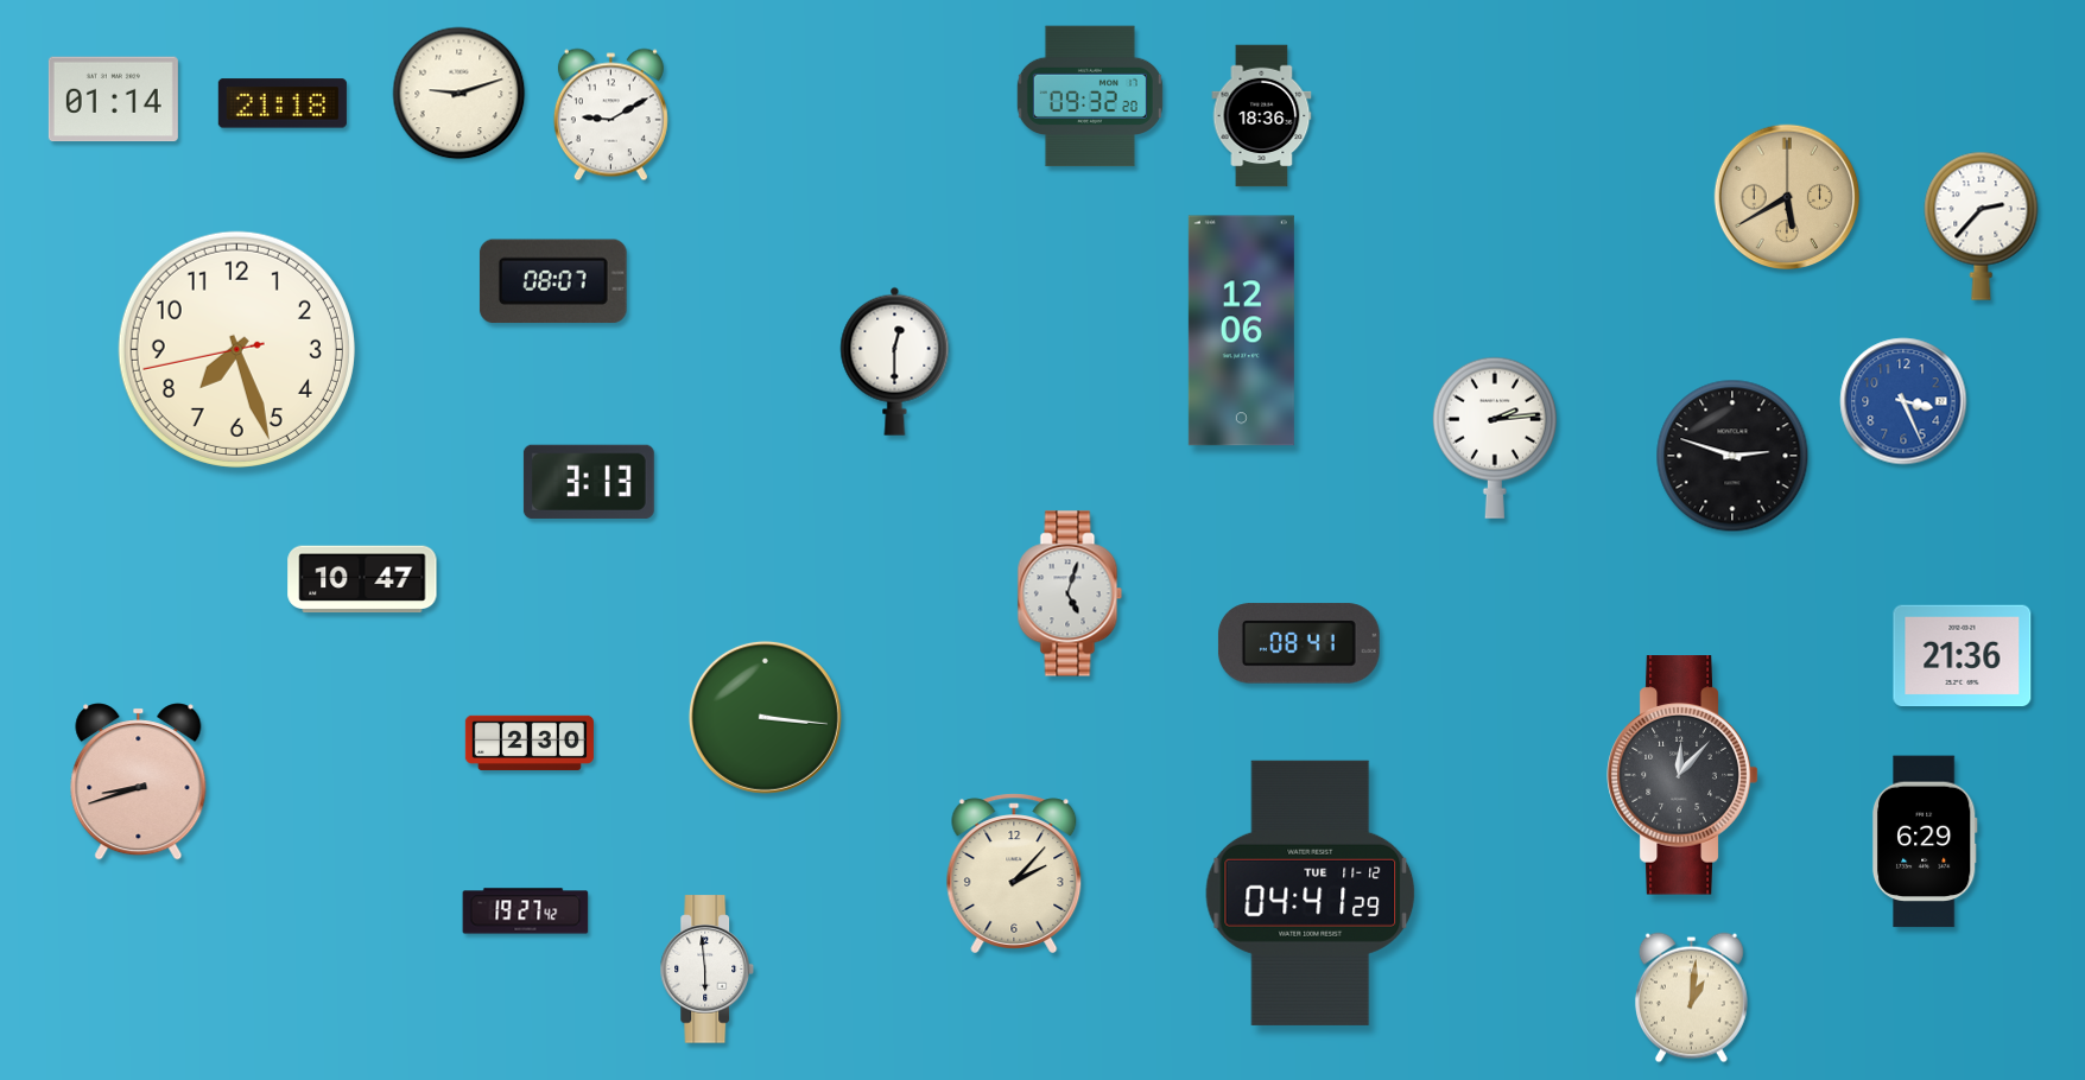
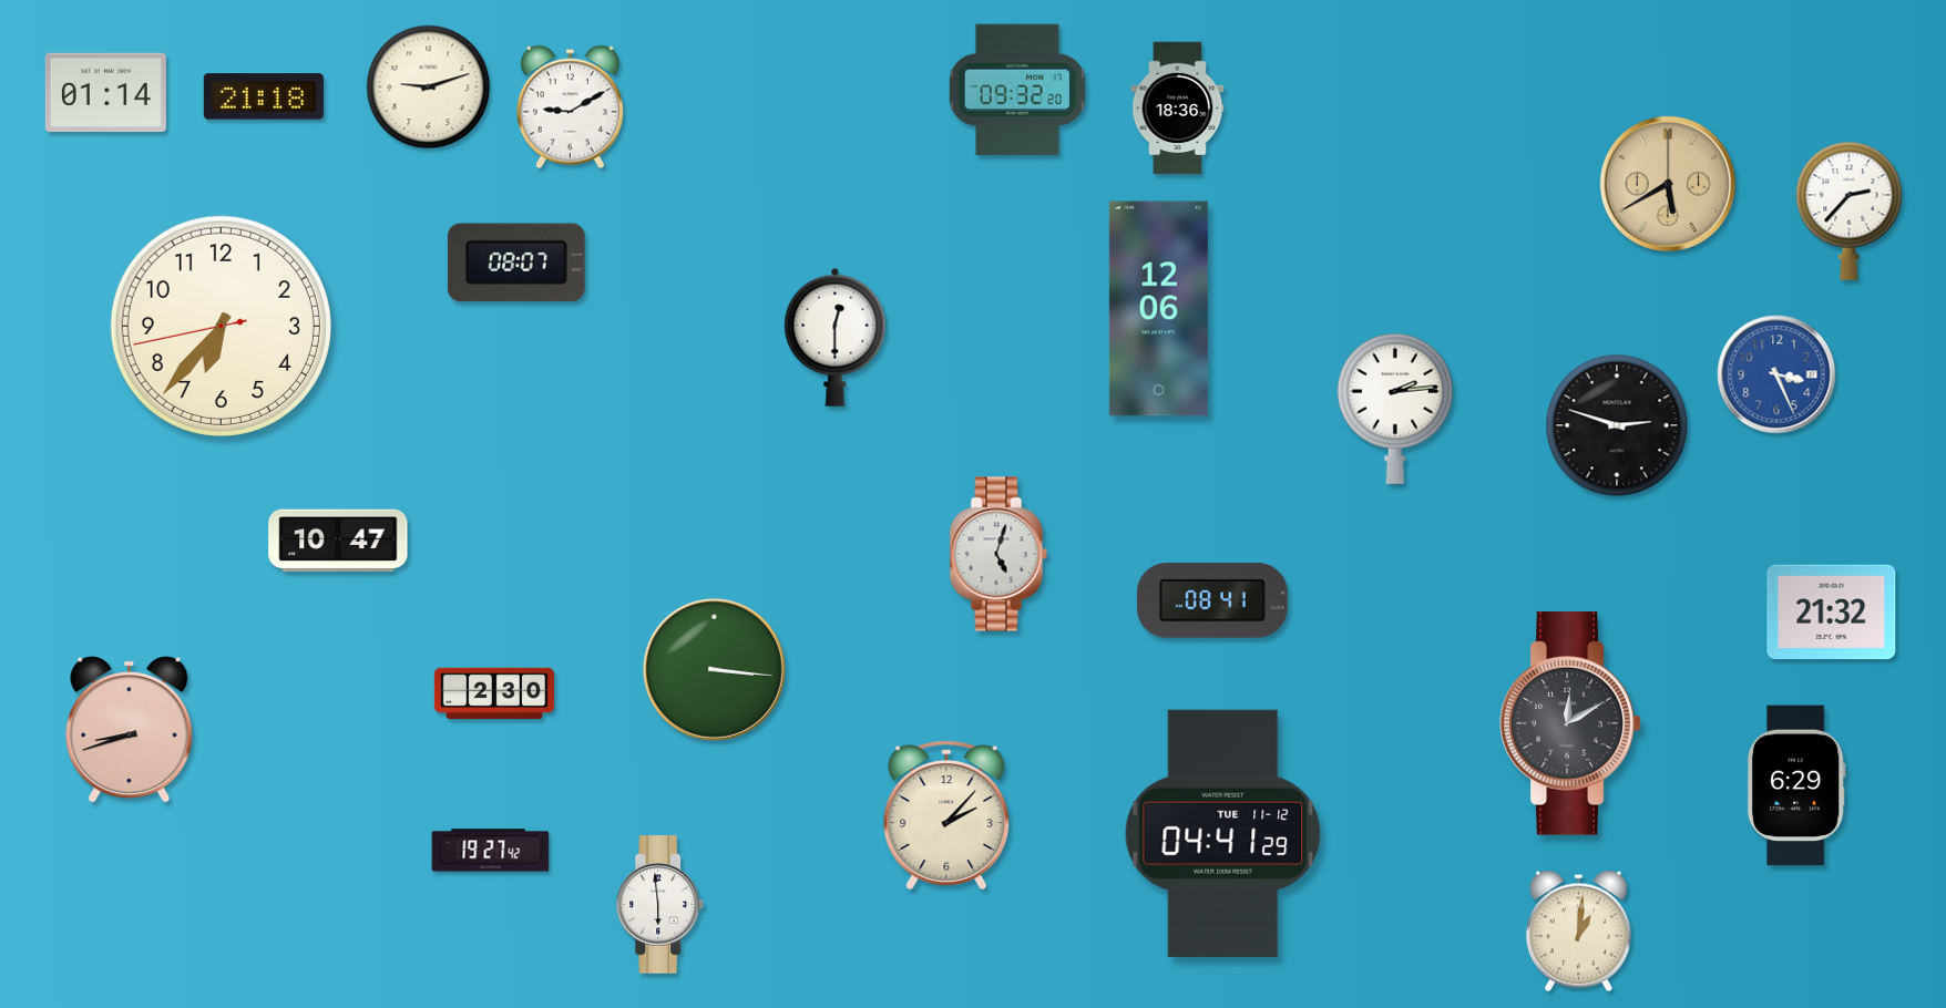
clock at (236, 349): 7:26 -> 6:36
clock at (589, 482): 3:13 -> none
clock at (1963, 656): 21:36 -> 21:32
clock at (1682, 775): 12:07 -> 12:10
